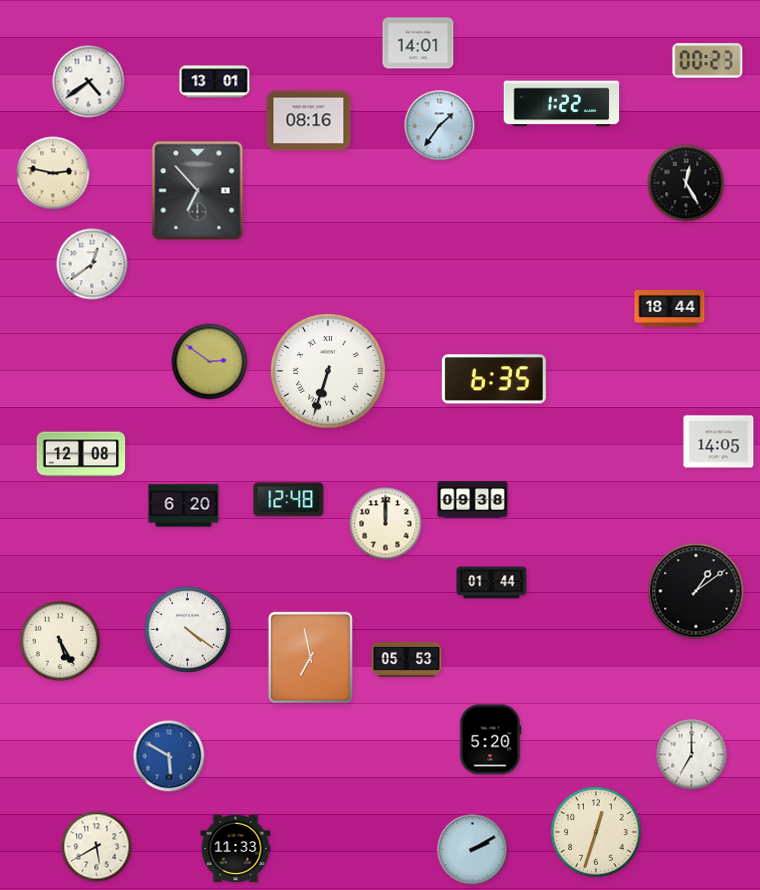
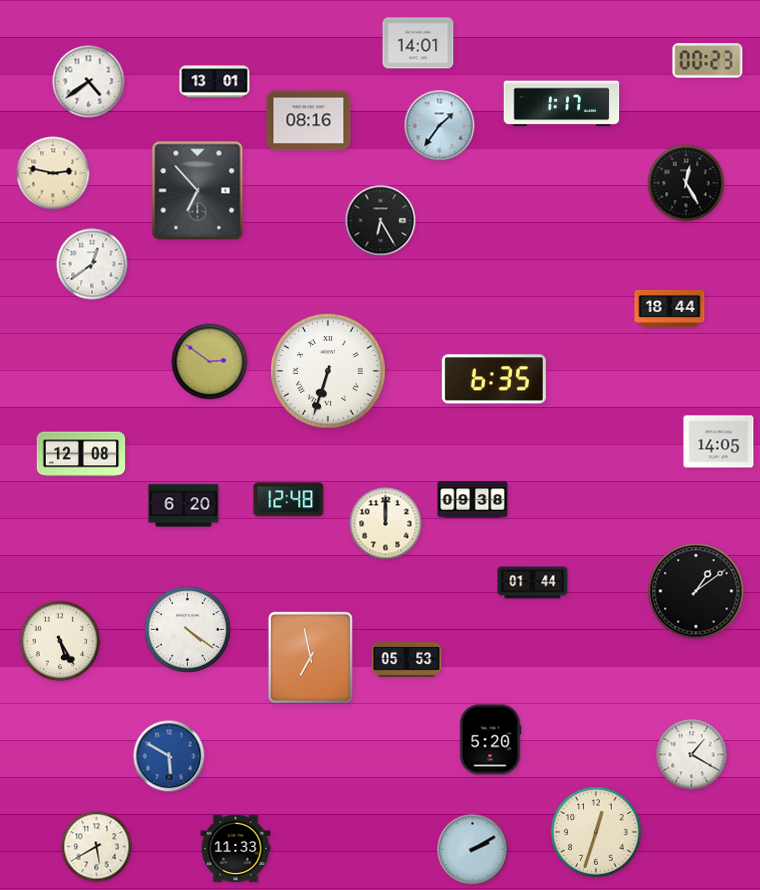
clock at (562, 104): 1:22 -> 1:17
clock at (381, 221): none -> 6:25
clock at (492, 583) position: (492, 583) -> (533, 583)
clock at (692, 755): 7:00 -> 1:20
